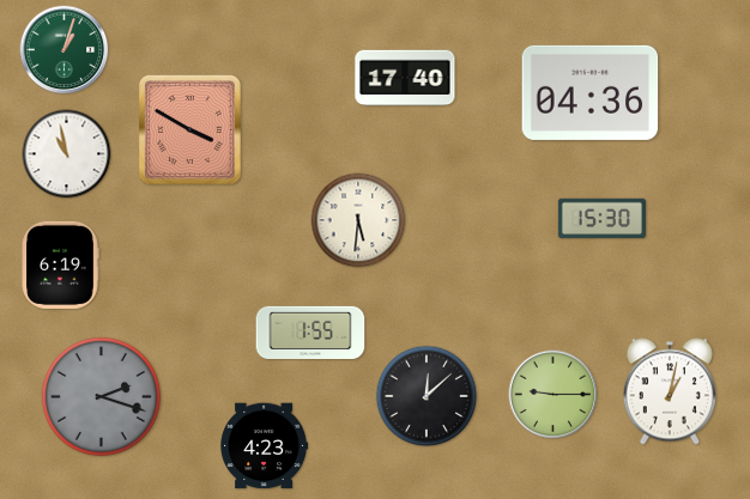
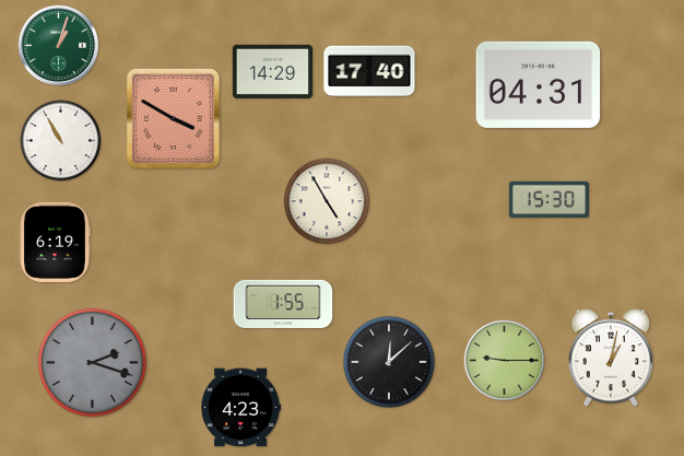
clock at (272, 71): none -> 14:29
clock at (591, 92): 04:36 -> 04:31
clock at (67, 154): 10:58 -> 10:55
clock at (358, 220): 5:31 -> 4:55
